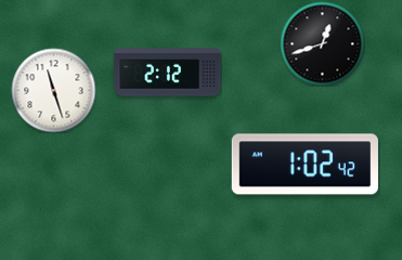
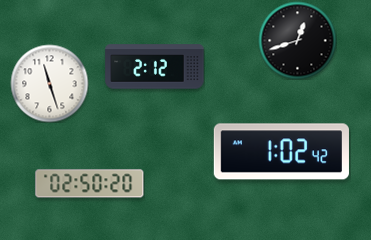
clock at (90, 184): none -> 02:50
